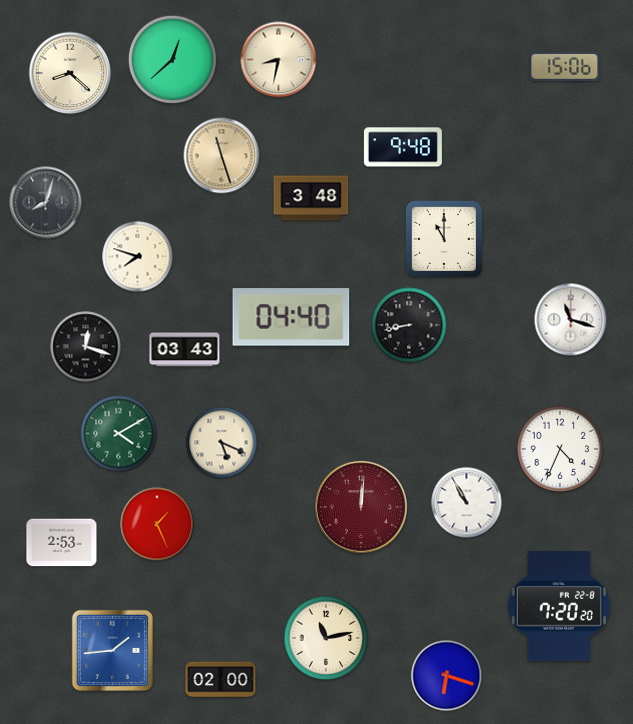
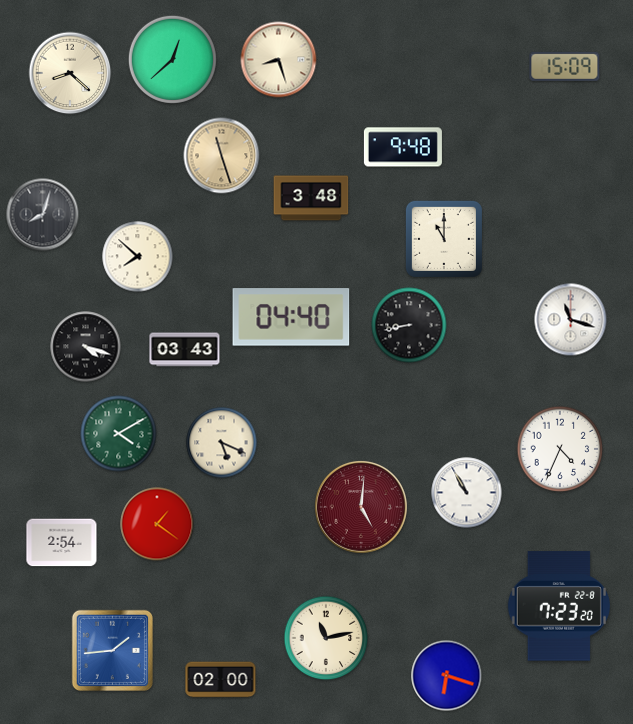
clock at (279, 60): 8:32 -> 8:27
clock at (565, 66): 15:06 -> 15:09
clock at (46, 203) position: (46, 203) -> (43, 215)
clock at (138, 257): 7:48 -> 7:52
clock at (86, 347): 12:18 -> 4:18
clock at (467, 503) position: (467, 503) -> (467, 493)
clock at (361, 507): 12:01 -> 5:01
clock at (157, 524): 1:26 -> 1:21
clock at (62, 543): 2:53 -> 2:54
clock at (559, 606): 7:20 -> 7:23
